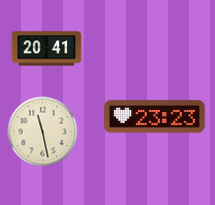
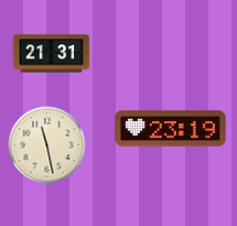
clock at (47, 49): 20:41 -> 21:31
clock at (155, 117): 23:23 -> 23:19
